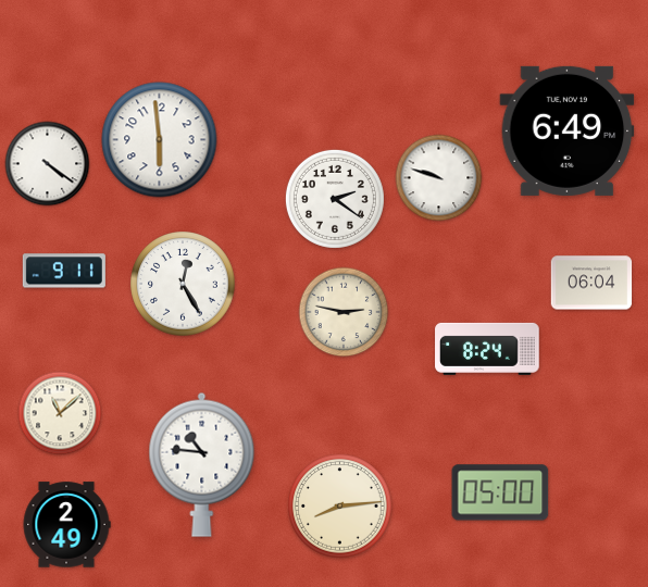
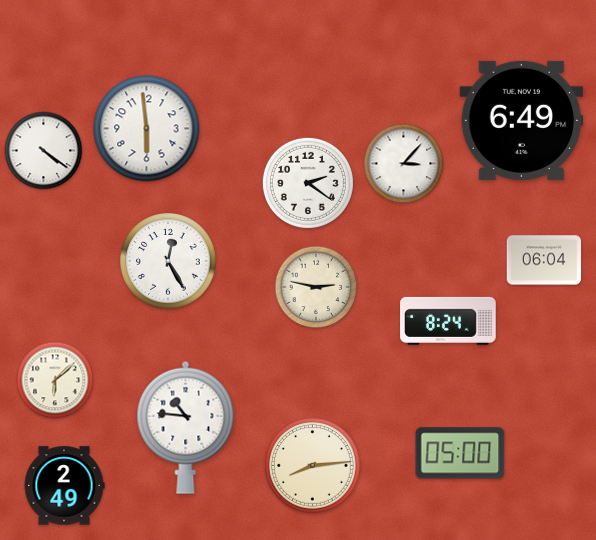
clock at (439, 178): 9:48 -> 3:07
clock at (64, 271): 9:11 -> none
clock at (60, 413): 11:08 -> 6:08
clock at (66, 525) position: (66, 525) -> (64, 486)
